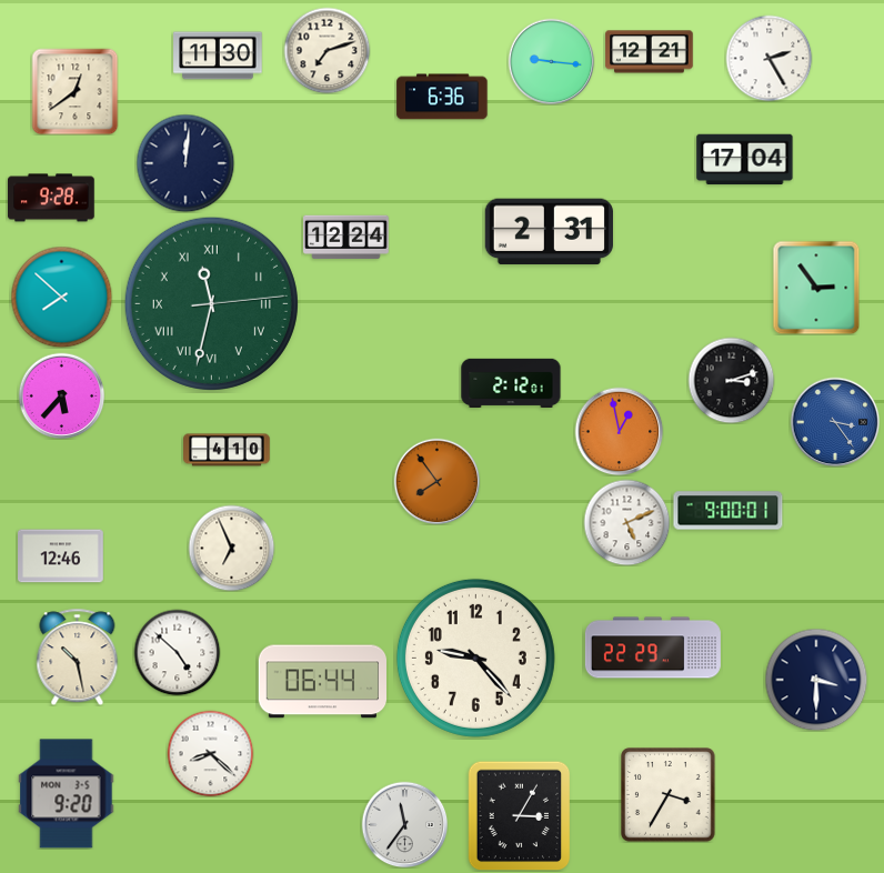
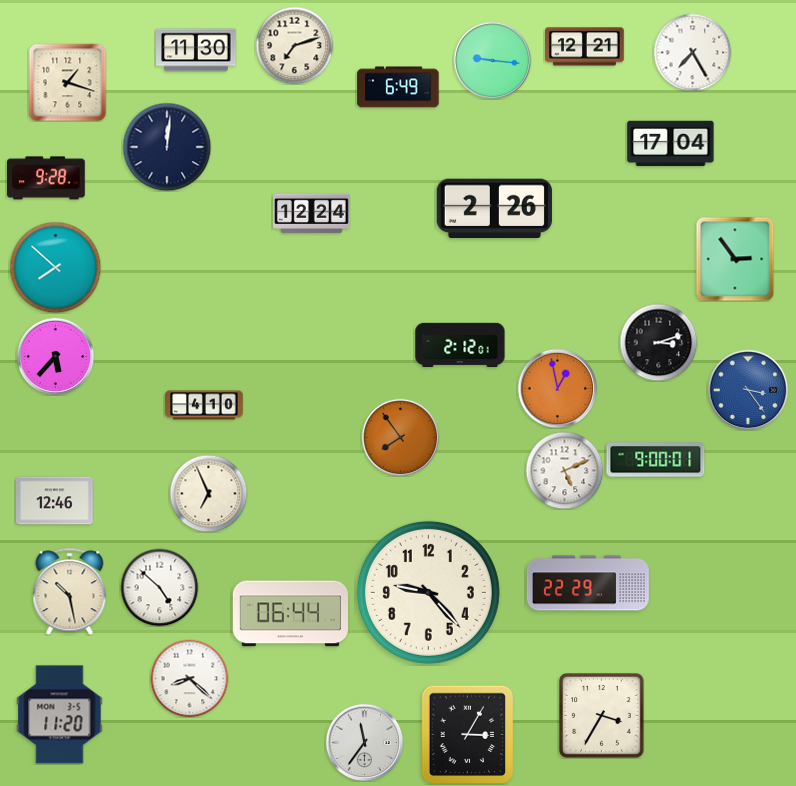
clock at (769, 58): 2:25 -> 7:25
clock at (551, 61) position: (551, 61) -> (492, 60)
clock at (74, 91): 12:39 -> 1:18
clock at (442, 97): 6:36 -> 6:49
clock at (549, 232): 2:31 -> 2:26
clock at (211, 303): 11:32 -> none
clock at (835, 422) position: (835, 422) -> (748, 390)
clock at (436, 481) position: (436, 481) -> (400, 437)
clock at (816, 680): 3:30 -> none
clock at (67, 794): 9:20 -> 11:20
